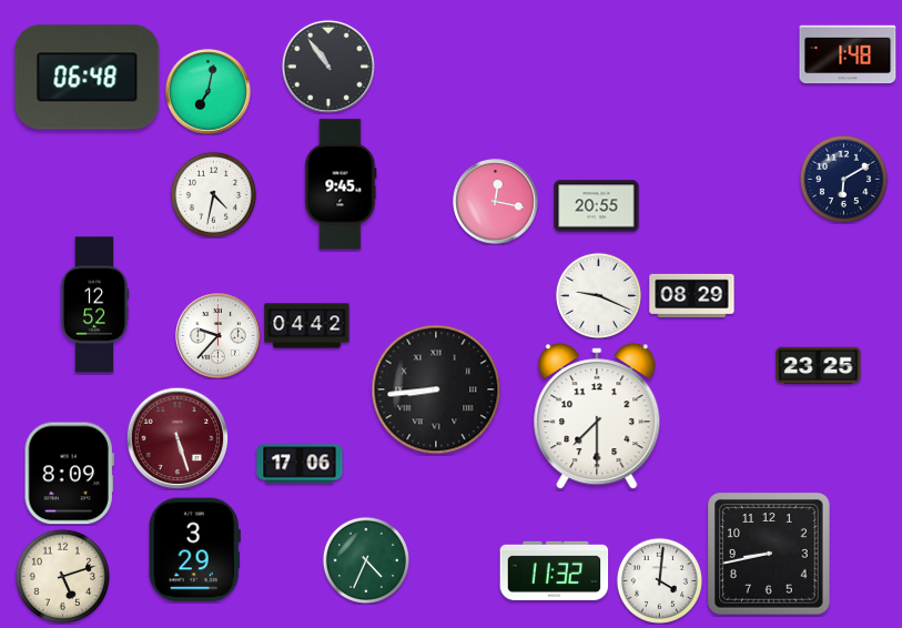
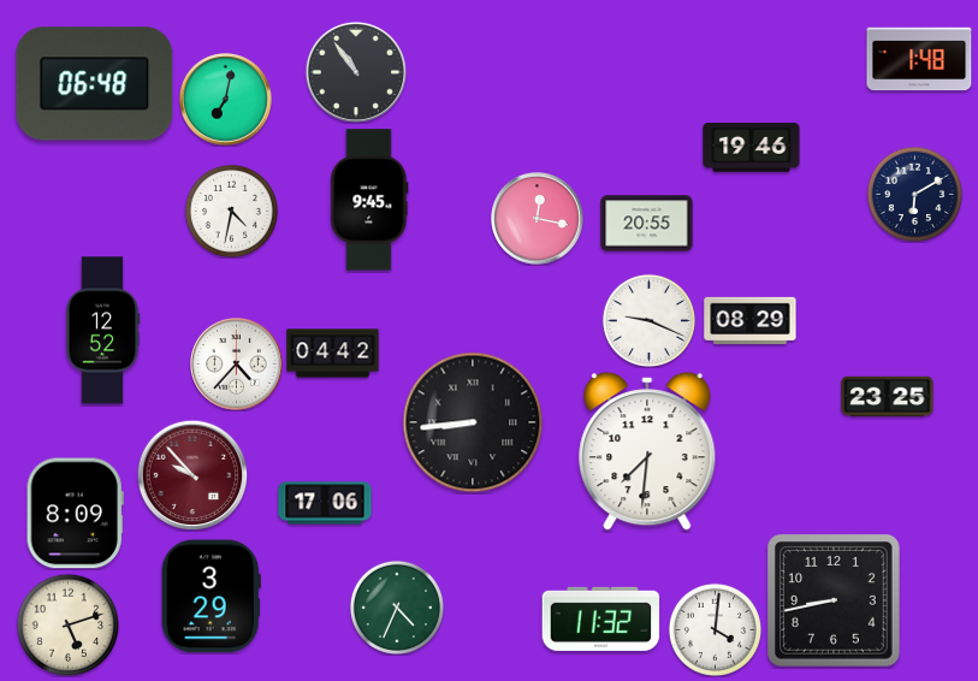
clock at (752, 148): none -> 19:46
clock at (219, 336): 9:37 -> 4:37
clock at (597, 416): 7:30 -> 7:31
clock at (178, 438): 5:27 -> 9:53
